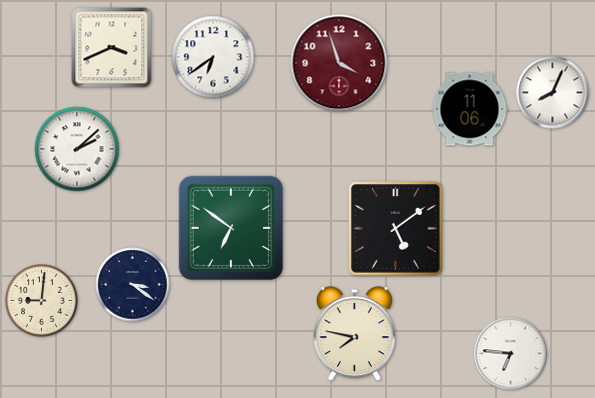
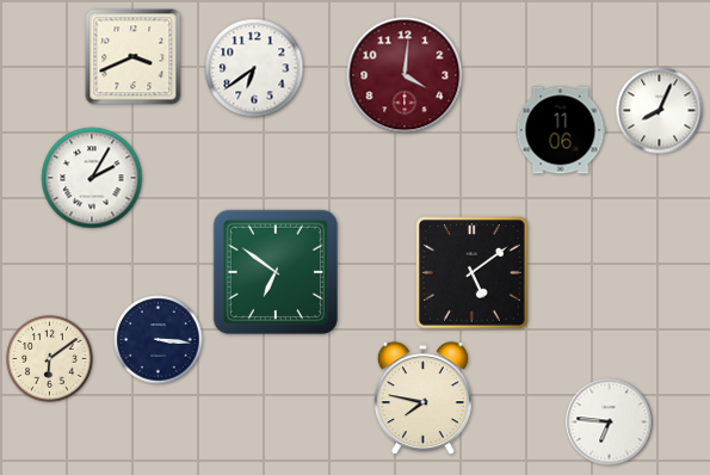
clock at (339, 63): 3:57 -> 4:01
clock at (77, 149): 2:08 -> 2:05
clock at (133, 285): 3:21 -> 3:16
clock at (42, 301): 9:01 -> 6:09
